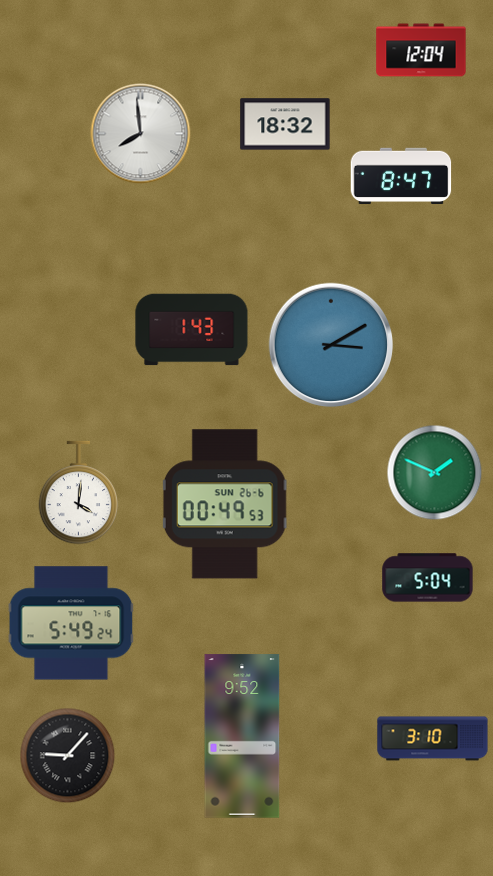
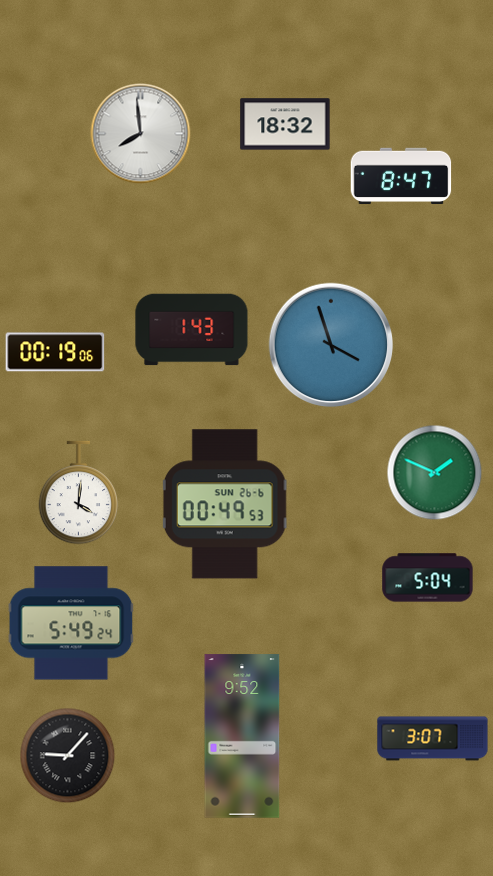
clock at (421, 50): 12:04 -> none
clock at (331, 345): 3:10 -> 3:57
clock at (55, 352): none -> 00:19
clock at (433, 739): 3:10 -> 3:07
